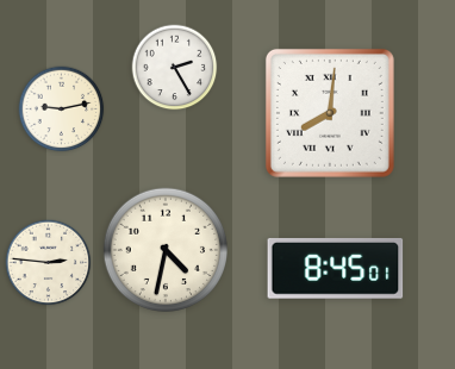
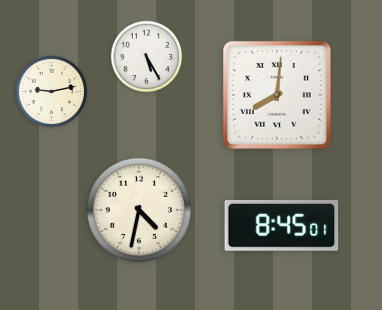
clock at (175, 68): 2:25 -> 5:25
clock at (49, 263): 2:46 -> none
